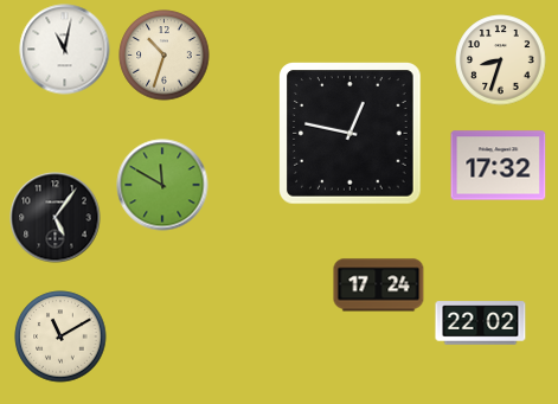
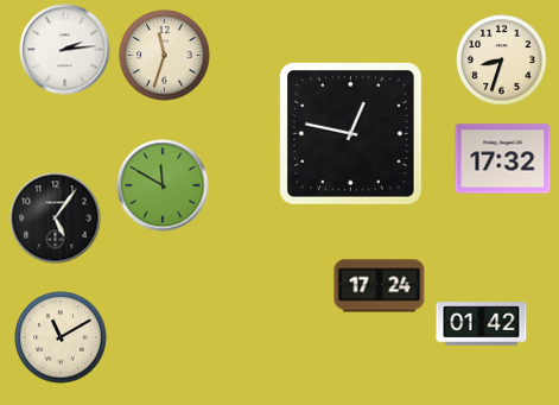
clock at (65, 50): 11:02 -> 2:14
clock at (165, 56): 10:33 -> 11:33
clock at (499, 166) position: (499, 166) -> (503, 159)
clock at (481, 323): 22:02 -> 01:42
